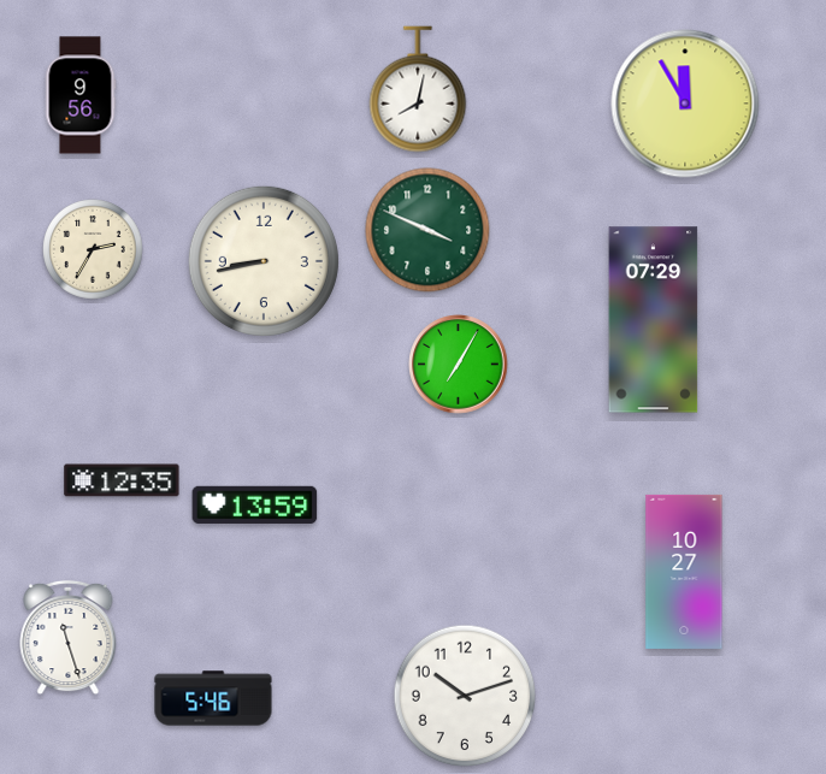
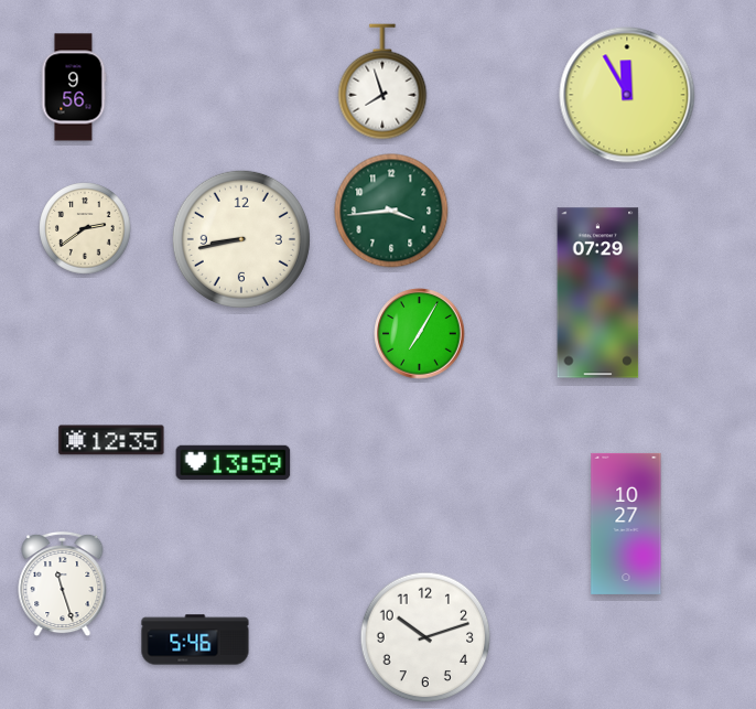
clock at (418, 89): 8:02 -> 7:57
clock at (427, 230): 3:49 -> 3:44
clock at (93, 249): 2:35 -> 2:39
